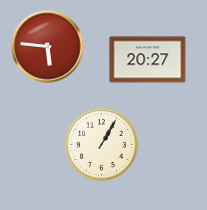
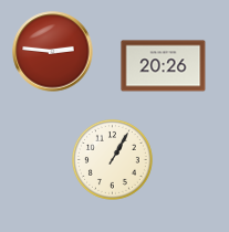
clock at (48, 47): 5:46 -> 2:46
clock at (148, 60): 20:27 -> 20:26
